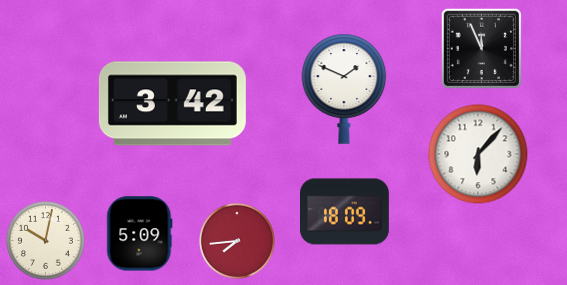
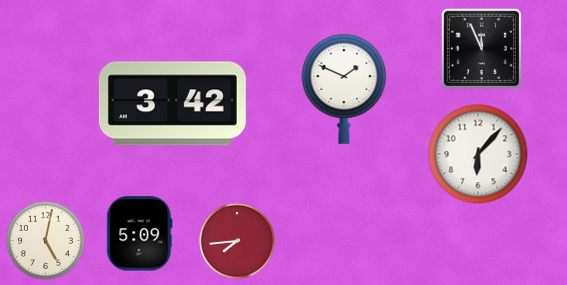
clock at (344, 212): 18:09 -> none
clock at (46, 241): 10:02 -> 5:02
